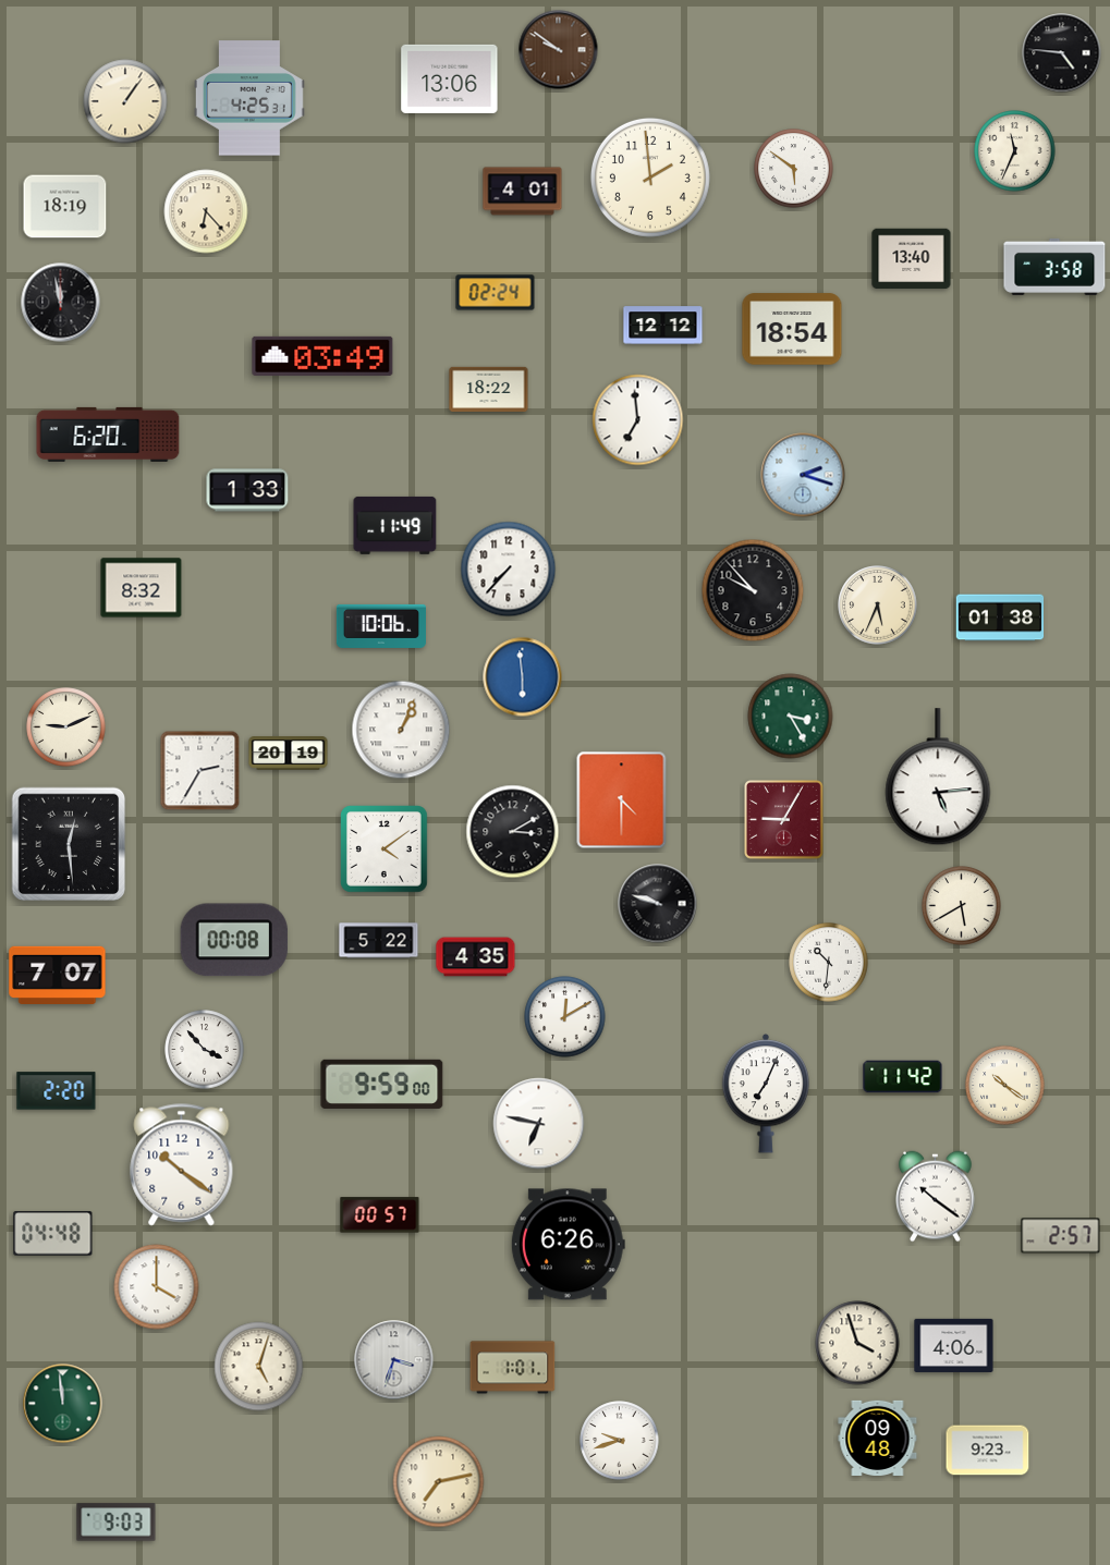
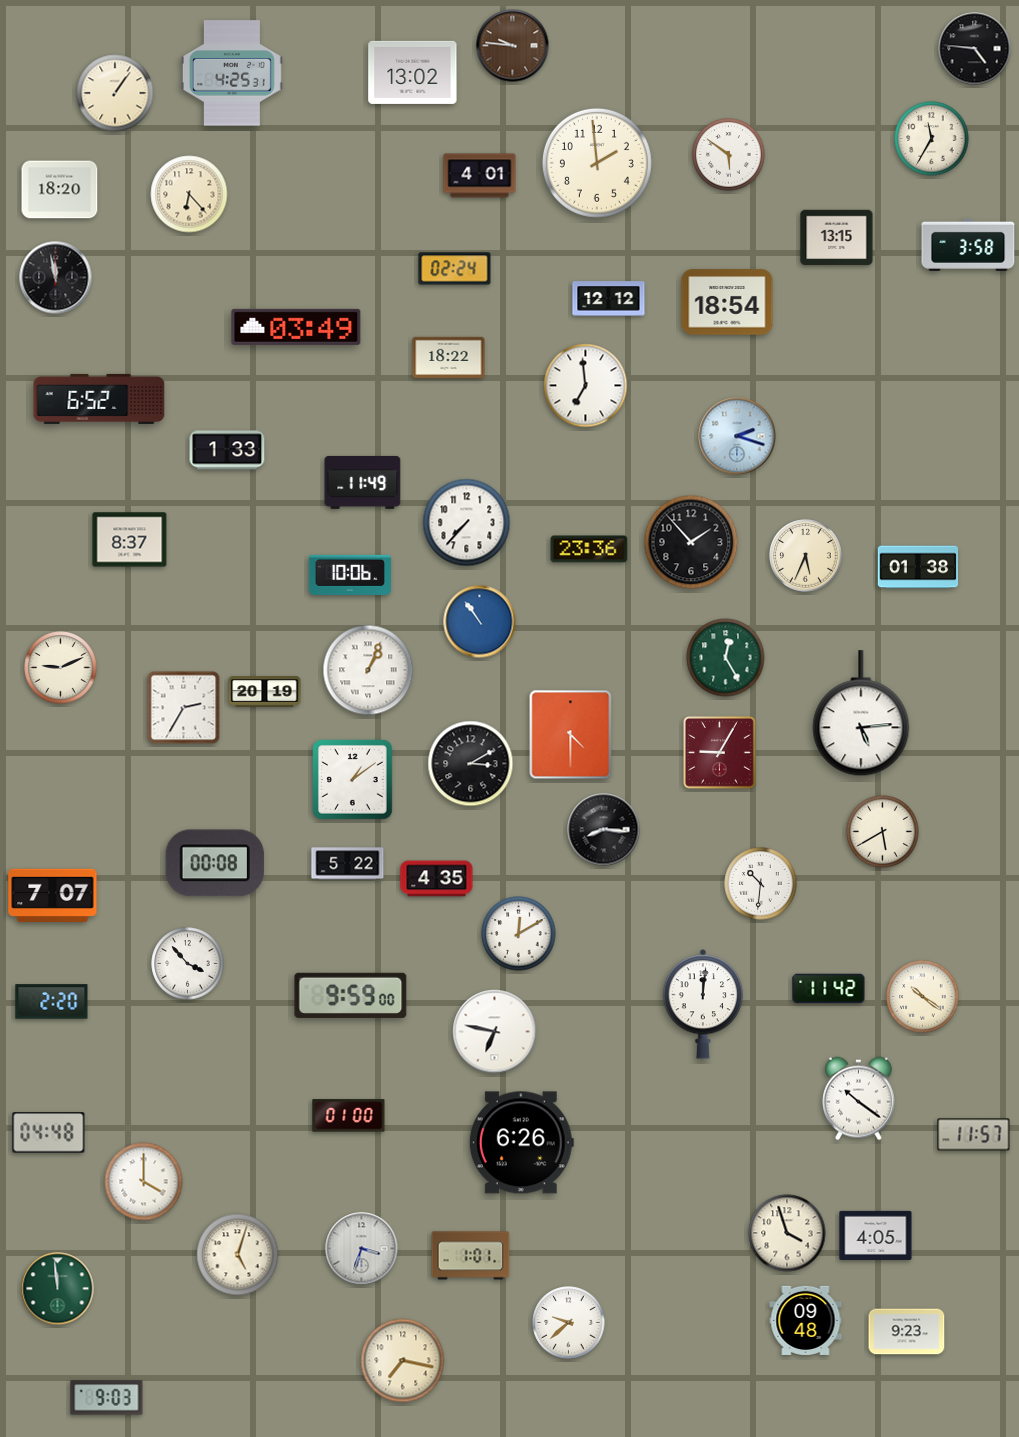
clock at (559, 50): 9:51 -> 9:46
clock at (450, 78): 13:06 -> 13:02
clock at (249, 98) position: (249, 98) -> (232, 73)
clock at (1015, 151): 11:34 -> 11:35
clock at (65, 207): 18:19 -> 18:20
clock at (912, 259): 13:40 -> 13:15
clock at (108, 435): 6:20 -> 6:52
clock at (142, 588): 8:32 -> 8:37
clock at (753, 590): 9:53 -> 1:53
clock at (589, 549): none -> 23:36
clock at (523, 677): 5:59 -> 10:54
clock at (791, 717): 3:25 -> 12:25
clock at (69, 844): 12:29 -> none
clock at (385, 849): 4:09 -> 1:09
clock at (658, 904): 9:48 -> 8:16
clock at (766, 1093): 7:04 -> 12:01
clock at (182, 1165): 10:21 -> none
clock at (380, 1215): 00:57 -> 01:00
clock at (1061, 1236): 2:57 -> 11:57
clock at (954, 1345): 4:06 -> 4:05
clock at (620, 1441): 9:42 -> 9:38
clock at (439, 1482): 7:13 -> 7:17
